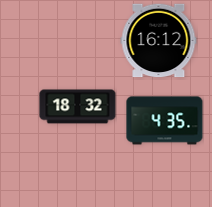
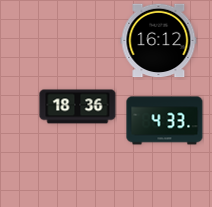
clock at (78, 107): 18:32 -> 18:36
clock at (165, 121): 4:35 -> 4:33
